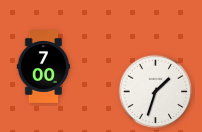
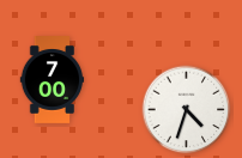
clock at (156, 92): 1:33 -> 4:33
